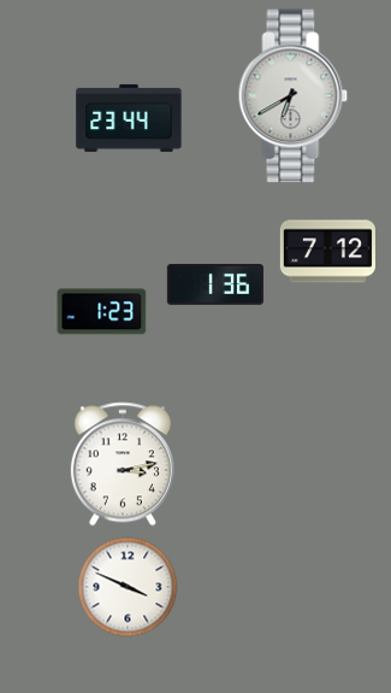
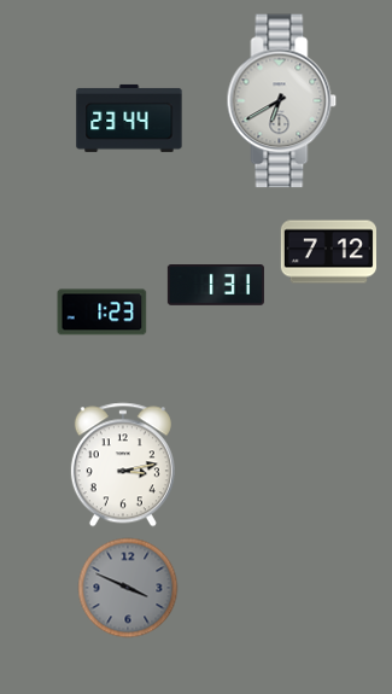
clock at (294, 96) position: (294, 96) -> (282, 101)
clock at (215, 286): 1:36 -> 1:31
clock at (128, 587) dial: white -> grey
